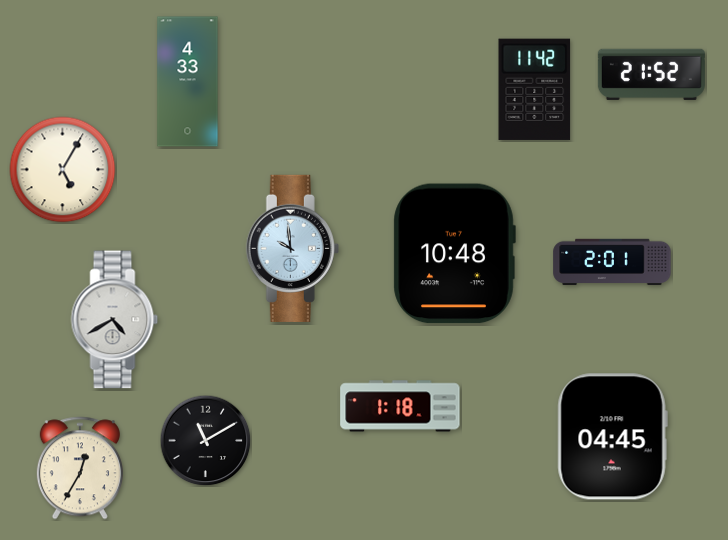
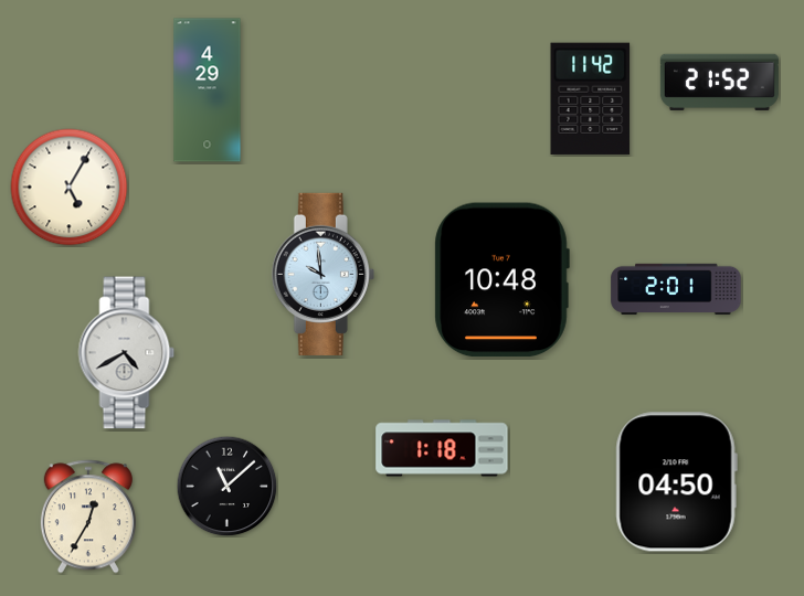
clock at (188, 82): 4:33 -> 4:29
clock at (612, 437): 04:45 -> 04:50
clock at (205, 440): 11:10 -> 11:08
